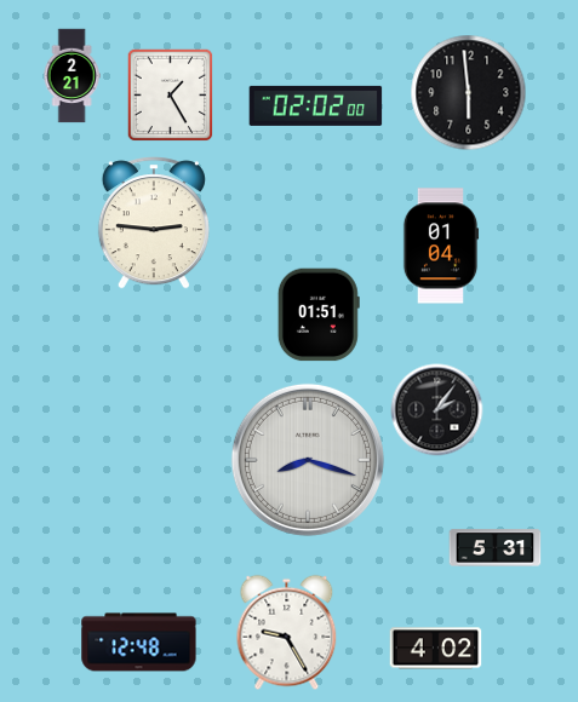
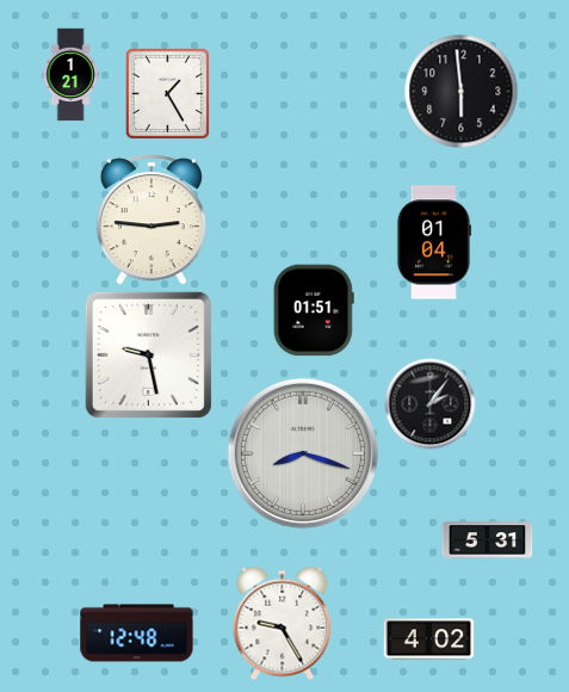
clock at (71, 76): 2:21 -> 1:21
clock at (316, 105): 02:02 -> none
clock at (148, 354): none -> 9:28
